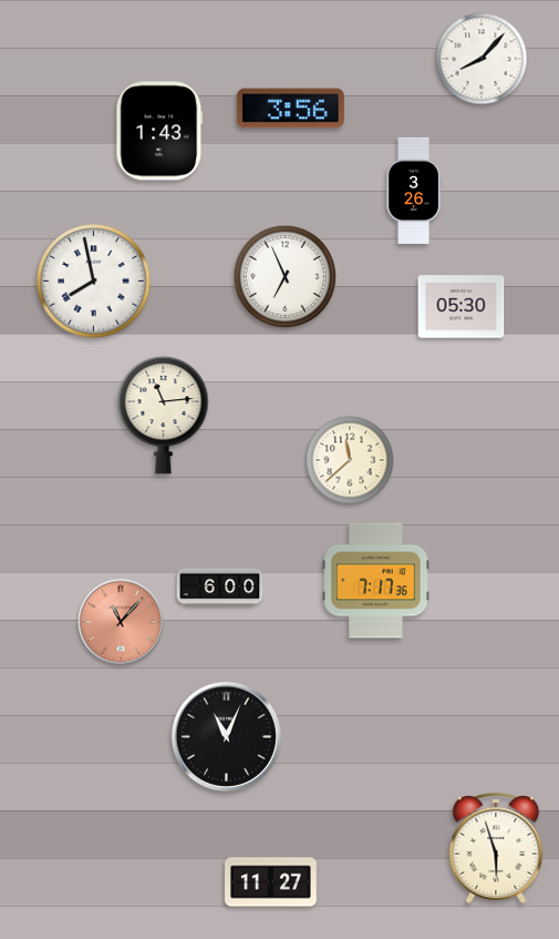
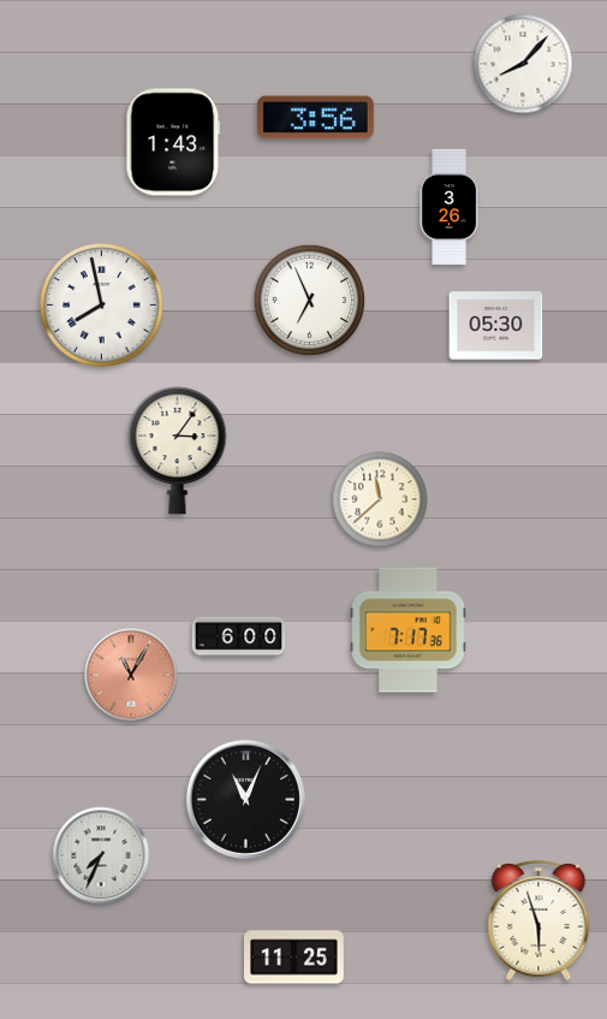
clock at (462, 307) position: (462, 307) -> (496, 326)
clock at (164, 415): 11:14 -> 3:06
clock at (121, 622): 11:07 -> 11:05
clock at (101, 855): none -> 7:34
clock at (271, 882): 11:27 -> 11:25
